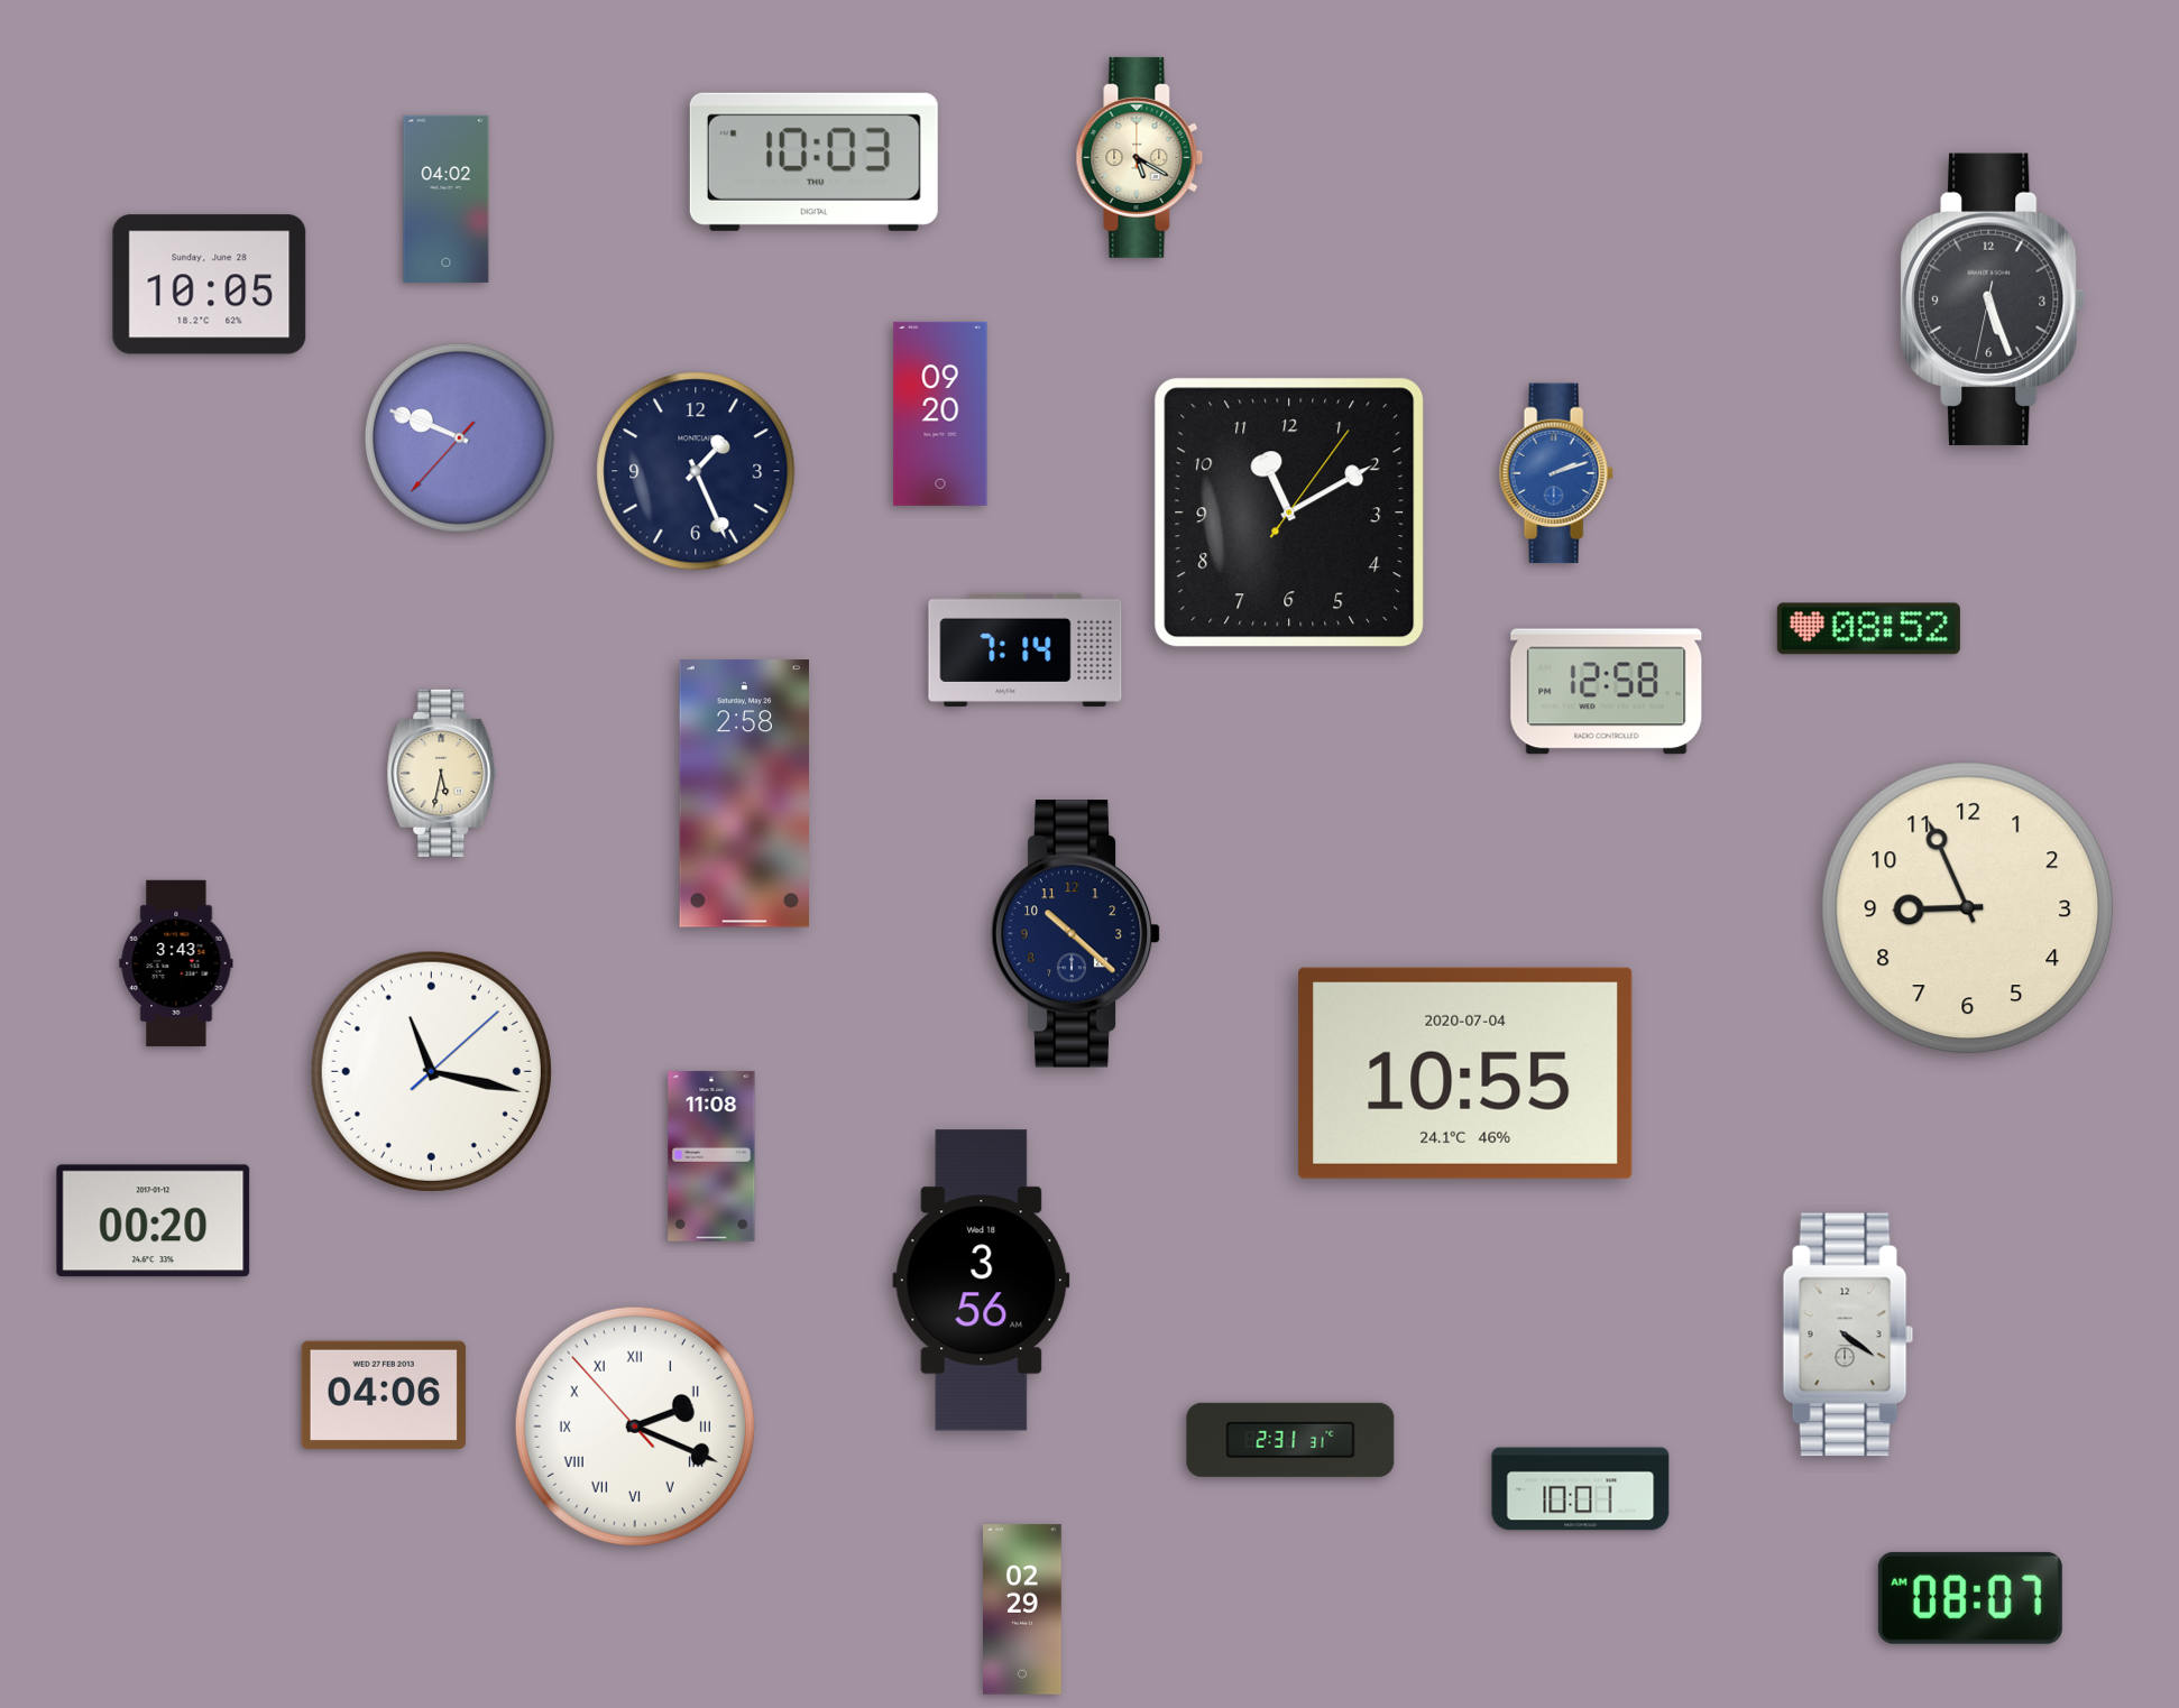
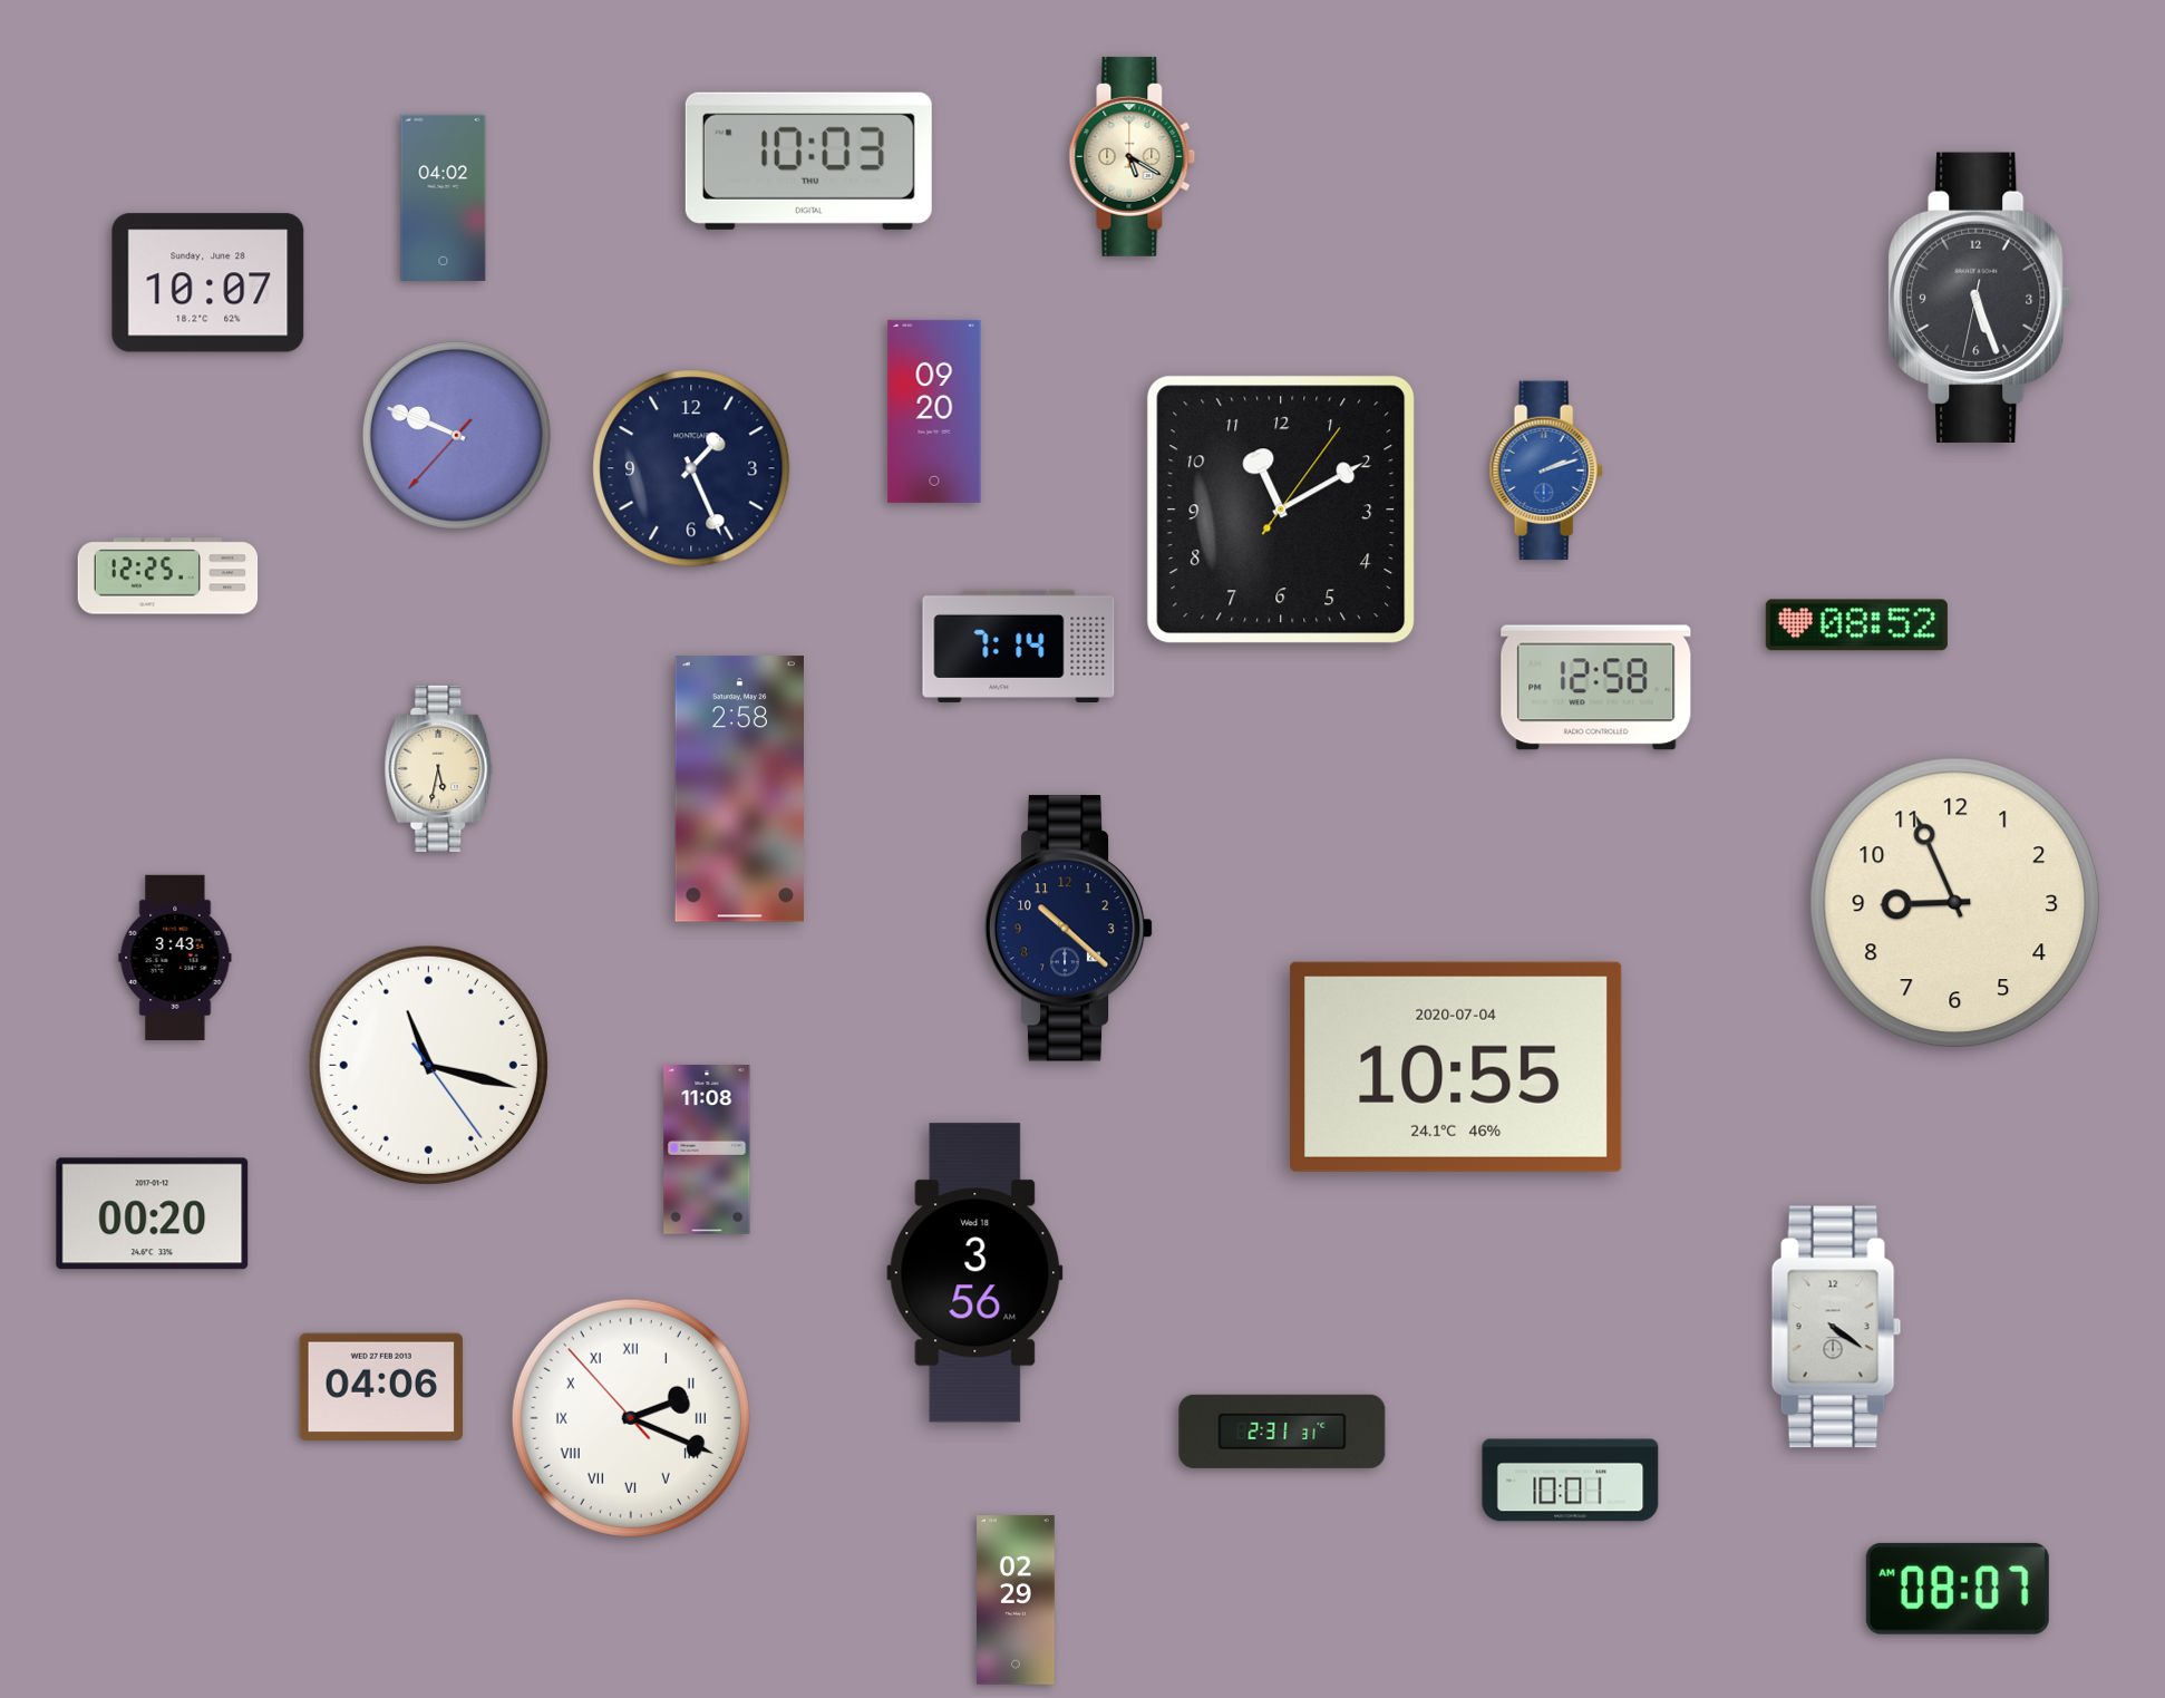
clock at (210, 285): 10:05 -> 10:07
clock at (168, 576): none -> 12:25
clock at (431, 1071): 11:17:08 -> 11:17:24
